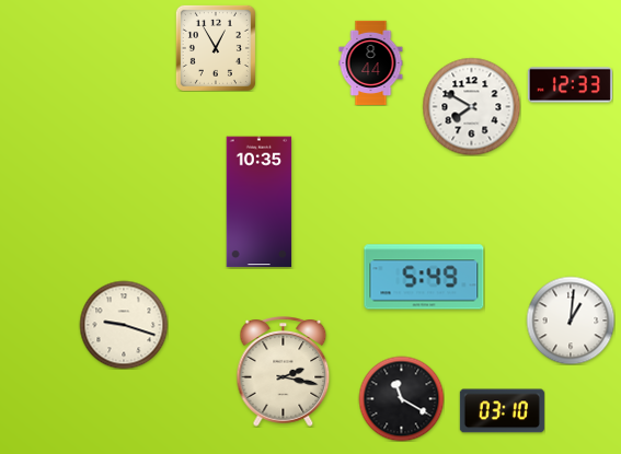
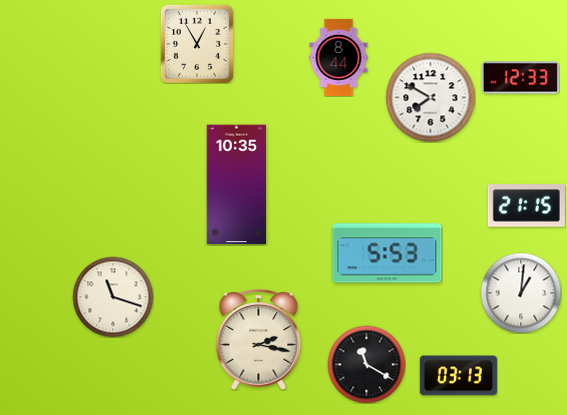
clock at (526, 206): none -> 21:15
clock at (424, 277): 5:49 -> 5:53
clock at (124, 325): 9:18 -> 11:18
clock at (502, 411): 03:10 -> 03:13
